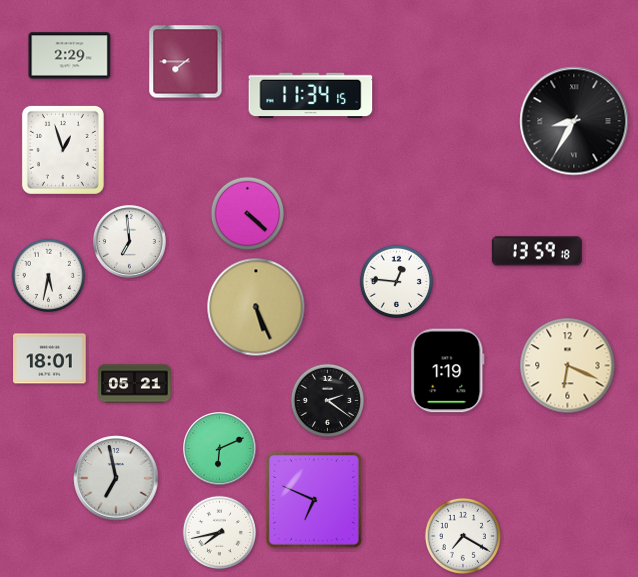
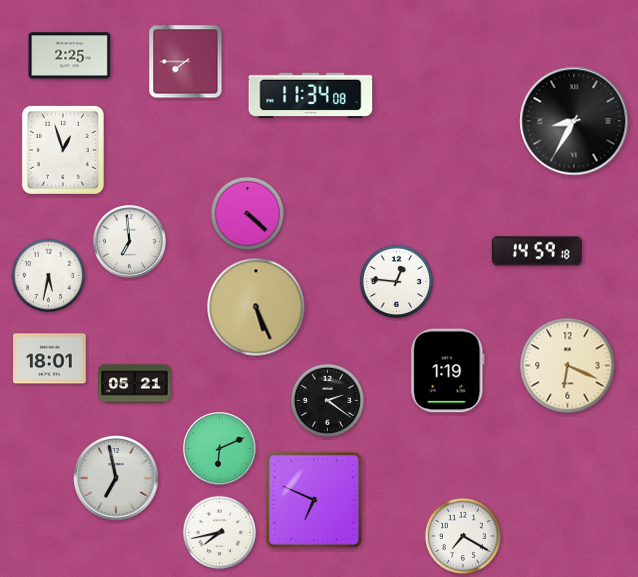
clock at (70, 56): 2:29 -> 2:25
clock at (311, 96): 11:34:15 -> 11:34:08
clock at (537, 251): 13:59 -> 14:59
